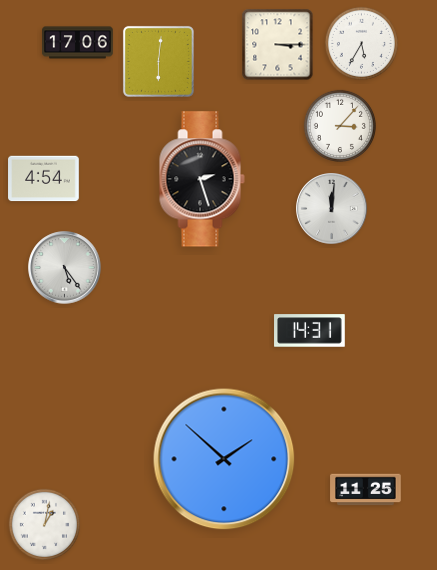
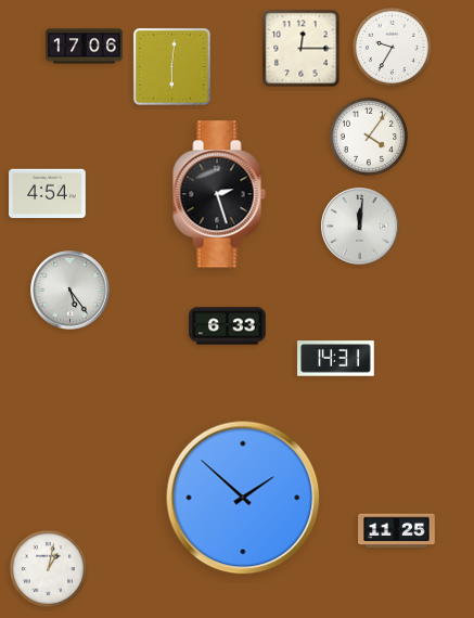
clock at (361, 43): 5:35 -> 9:35
clock at (278, 45): 3:15 -> 12:15
clock at (340, 126): 3:07 -> 4:06
clock at (228, 326): none -> 6:33
